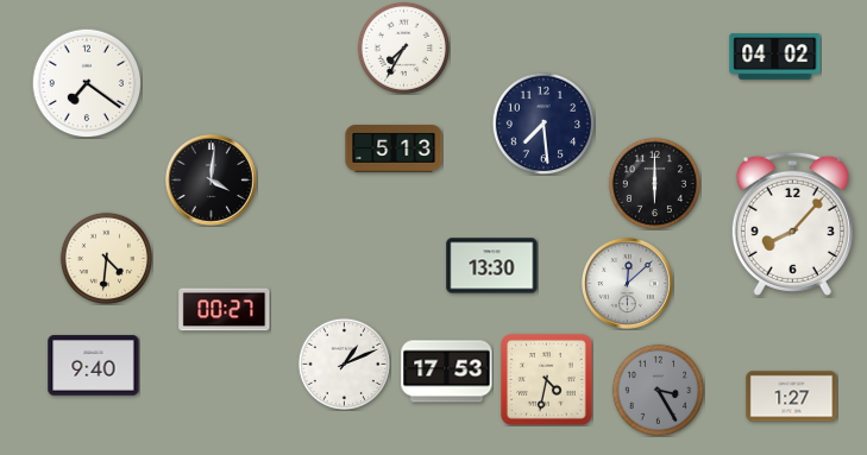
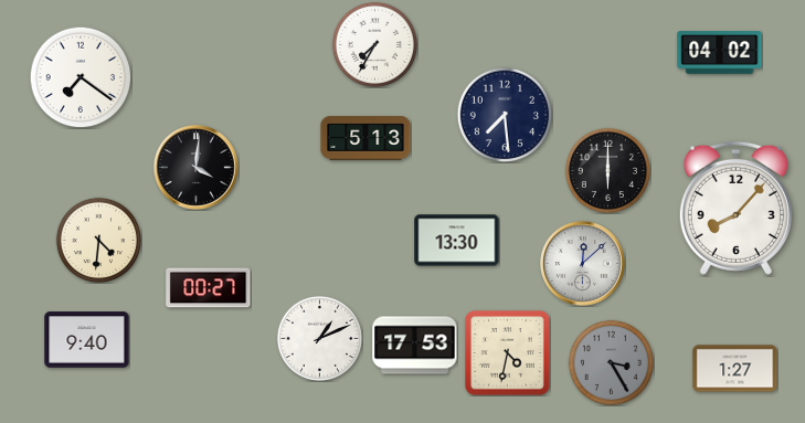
clock at (492, 266) position: (492, 266) -> (457, 241)
